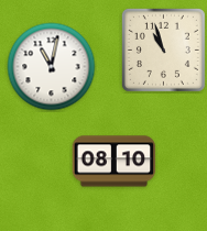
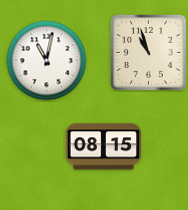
clock at (163, 50) position: (163, 50) -> (148, 52)
clock at (115, 162): 08:10 -> 08:15
